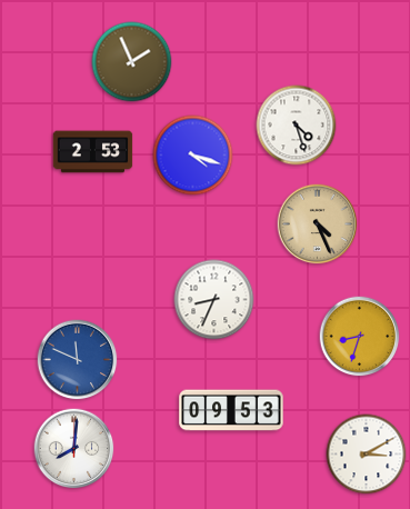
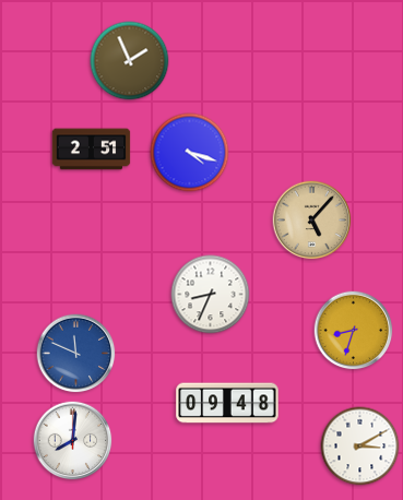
clock at (297, 126): 4:27 -> none
clock at (93, 152): 2:53 -> 2:51
clock at (318, 224): 4:26 -> 5:07
clock at (231, 410): 09:53 -> 09:48
